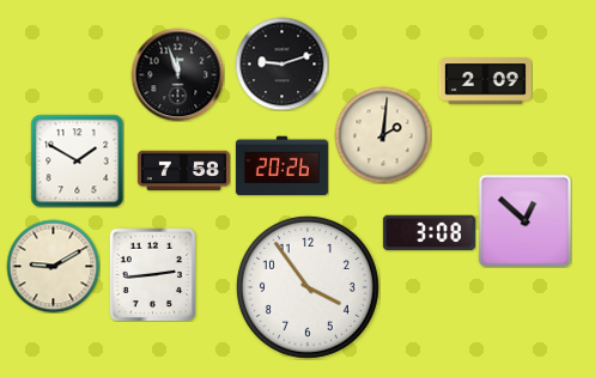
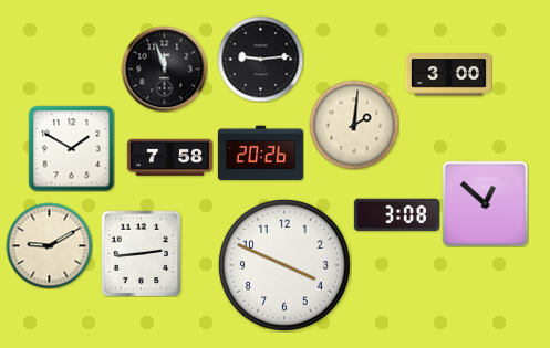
clock at (281, 63): 9:12 -> 9:14
clock at (485, 81): 2:09 -> 3:00
clock at (308, 287): 3:54 -> 3:49
